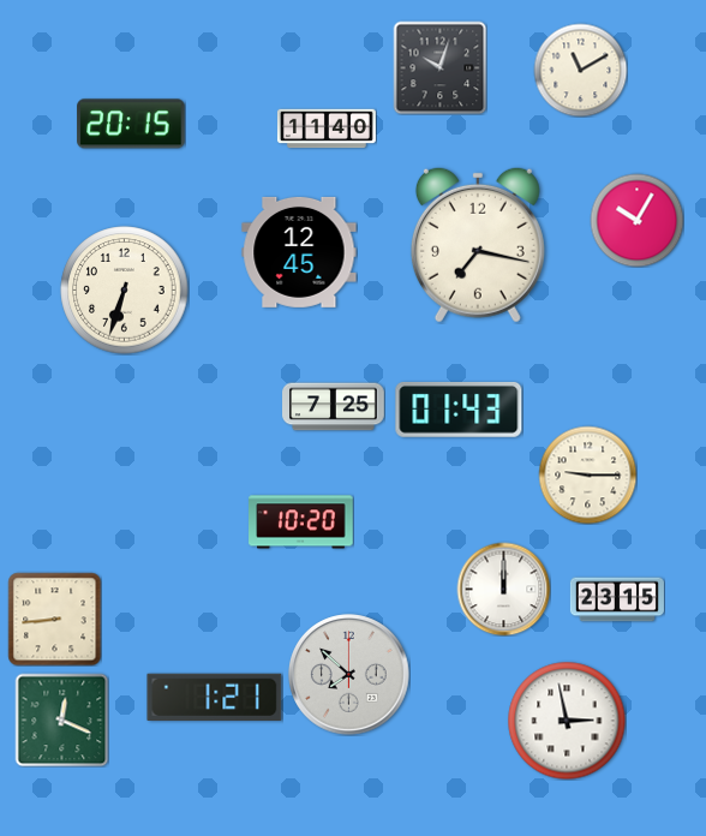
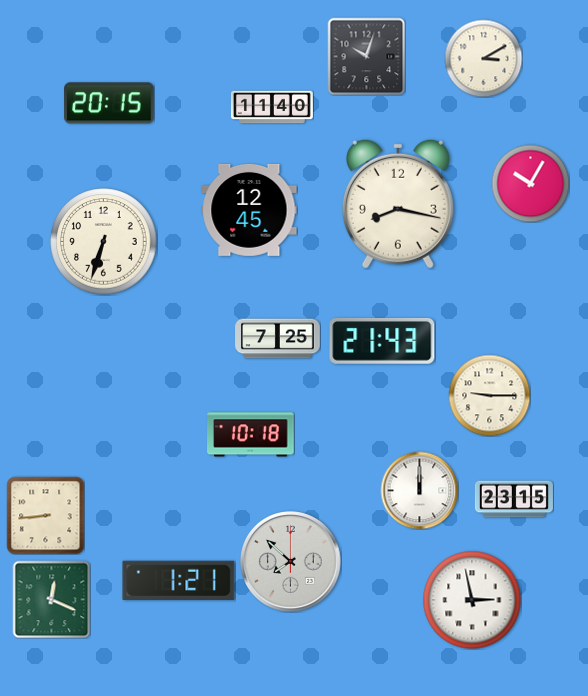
clock at (580, 70): 11:10 -> 3:10
clock at (478, 245): 7:17 -> 8:17
clock at (459, 411): 01:43 -> 21:43
clock at (301, 522): 10:20 -> 10:18
